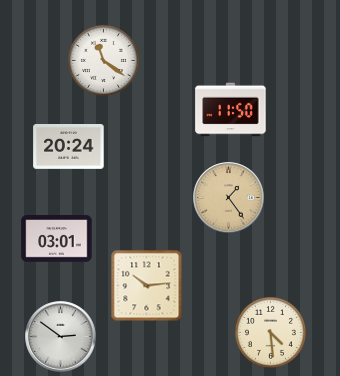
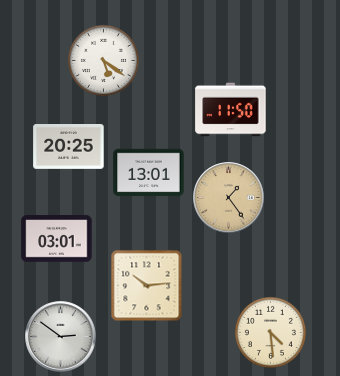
clock at (103, 60): 11:21 -> 5:21
clock at (69, 147): 20:24 -> 20:25
clock at (149, 173): none -> 13:01
